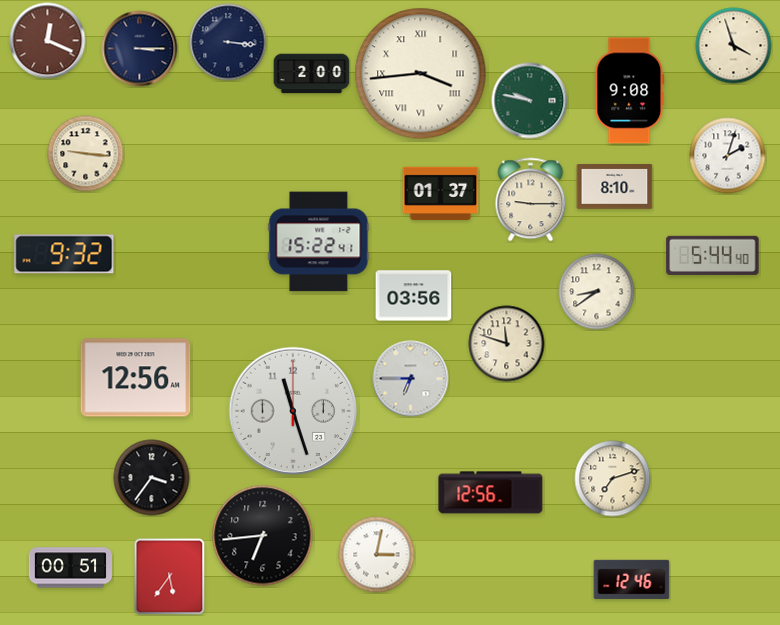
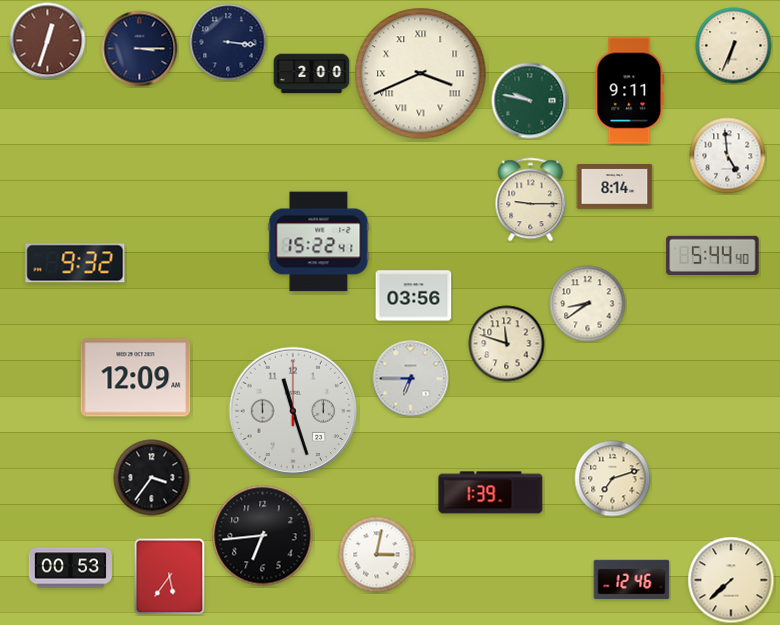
clock at (48, 41): 12:19 -> 12:33
clock at (734, 46): 3:57 -> 6:34
clock at (421, 74): 3:44 -> 3:41
clock at (630, 91): 9:08 -> 9:11
clock at (86, 154): 9:16 -> none
clock at (728, 156): 2:03 -> 4:59
clock at (615, 187): 8:10 -> 8:14
clock at (441, 193): 01:37 -> none
clock at (64, 254) position: (64, 254) -> (75, 263)
clock at (597, 292) position: (597, 292) -> (588, 304)
clock at (136, 378): 12:56 -> 12:09
clock at (491, 493): 12:56 -> 1:39
clock at (70, 568): 00:51 -> 00:53
clock at (731, 580): none -> 7:38
